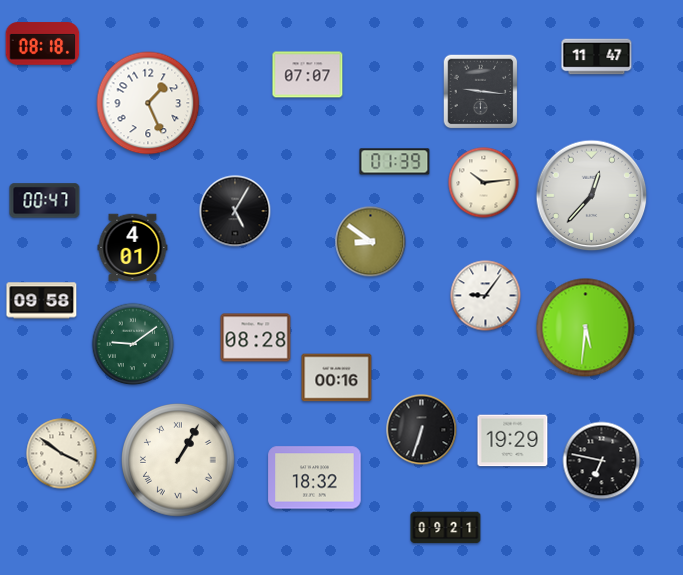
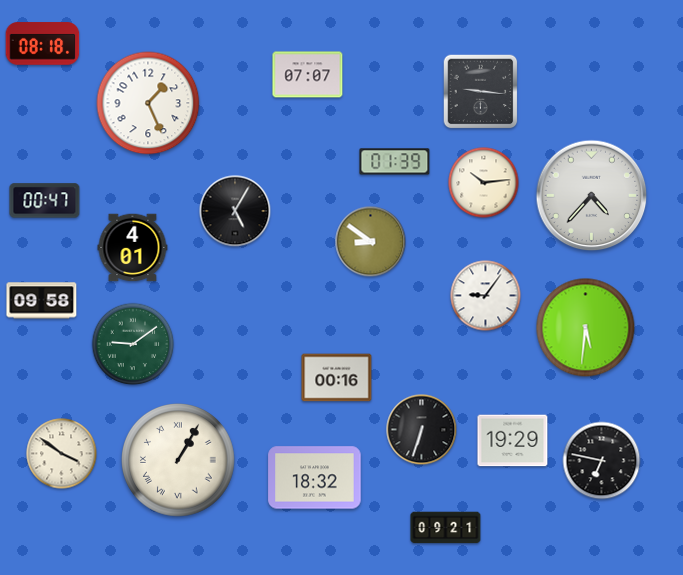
clock at (597, 57): 11:47 -> none
clock at (592, 196): 12:37 -> 4:37
clock at (256, 338): 08:28 -> none
